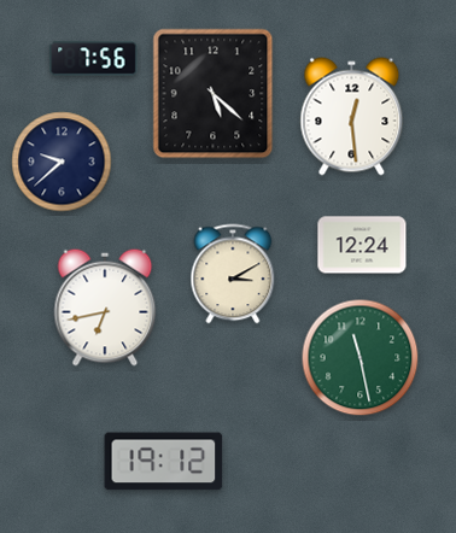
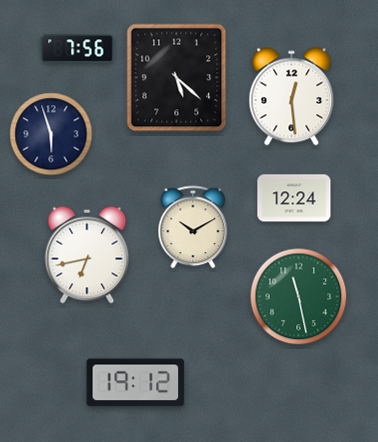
clock at (62, 162): 9:38 -> 5:57
clock at (362, 245) position: (362, 245) -> (294, 198)
clock at (233, 274): 3:10 -> 10:10
